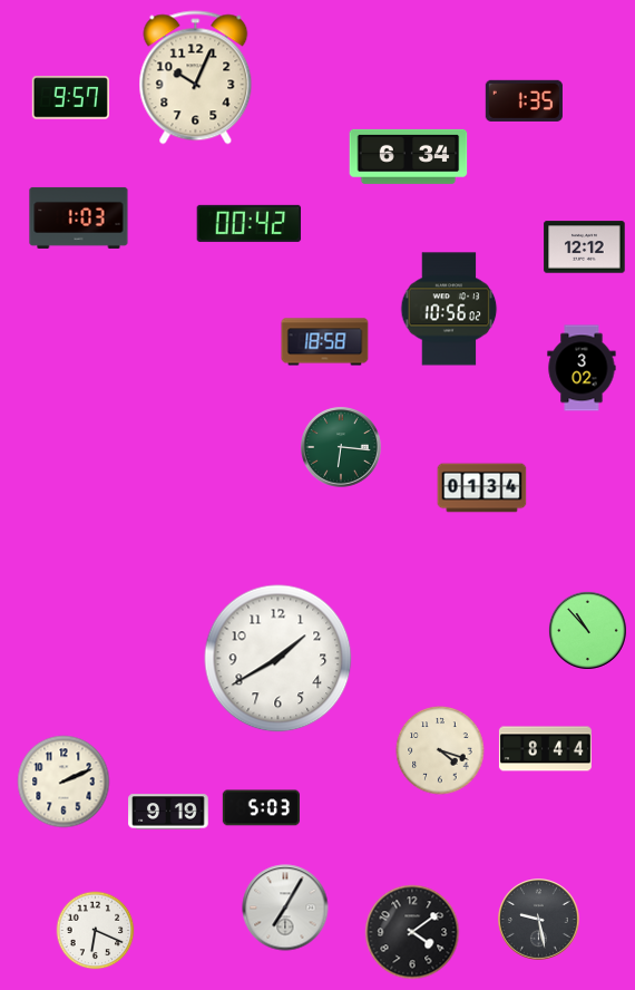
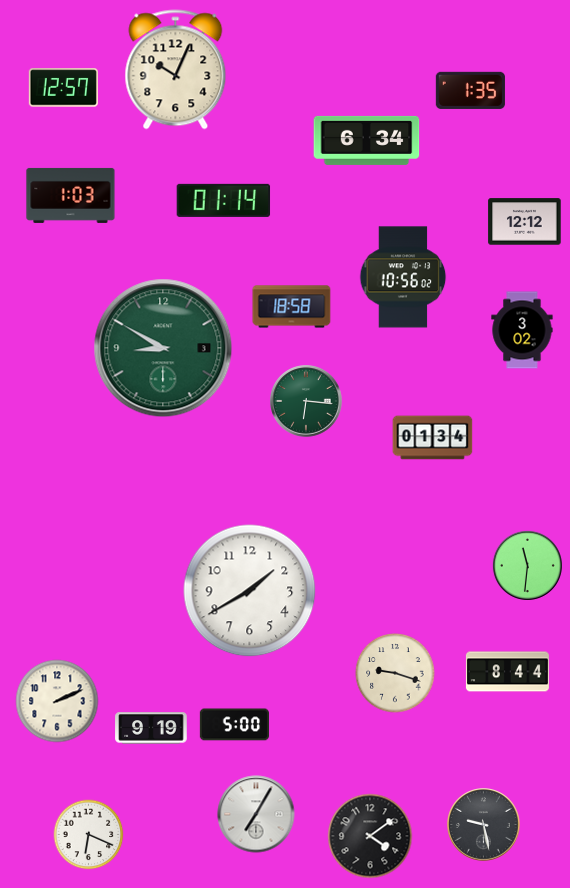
clock at (70, 98): 9:57 -> 12:57
clock at (250, 223): 00:42 -> 01:14
clock at (163, 348): none -> 8:50
clock at (587, 630): 10:53 -> 11:31
clock at (545, 749) position: (545, 749) -> (507, 672)
clock at (440, 750): 4:18 -> 9:18
clock at (261, 808): 5:03 -> 5:00
clock at (96, 931) position: (96, 931) -> (89, 835)
